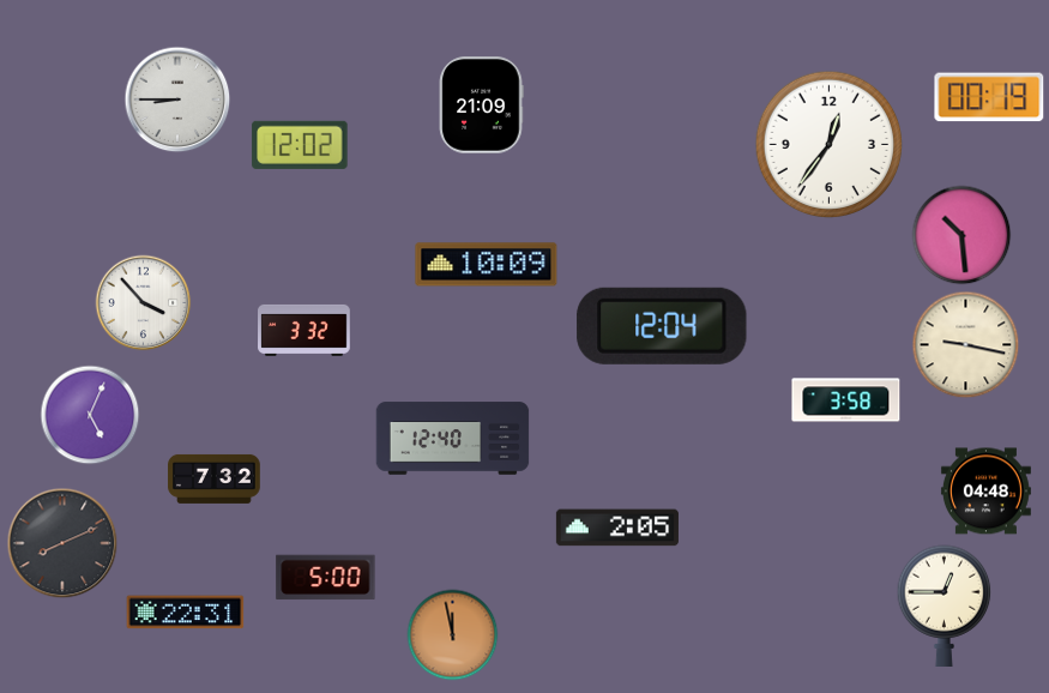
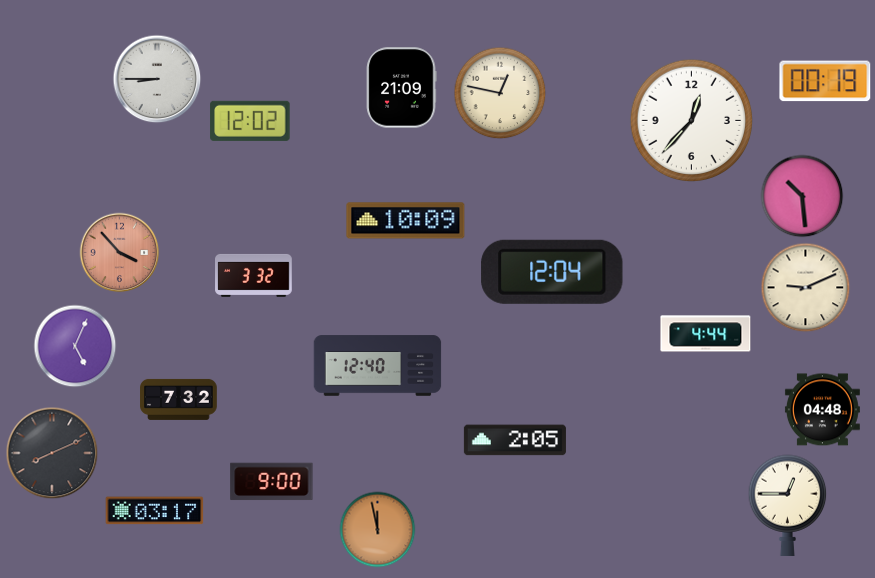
clock at (177, 100) position: (177, 100) -> (157, 79)
clock at (500, 93): none -> 12:47
clock at (830, 145): 12:36 -> 12:37
clock at (144, 303) dial: white -> salmon
clock at (966, 345): 9:17 -> 9:11
clock at (846, 400): 3:58 -> 4:44
clock at (326, 578): 5:00 -> 9:00
clock at (186, 613): 22:31 -> 03:17
